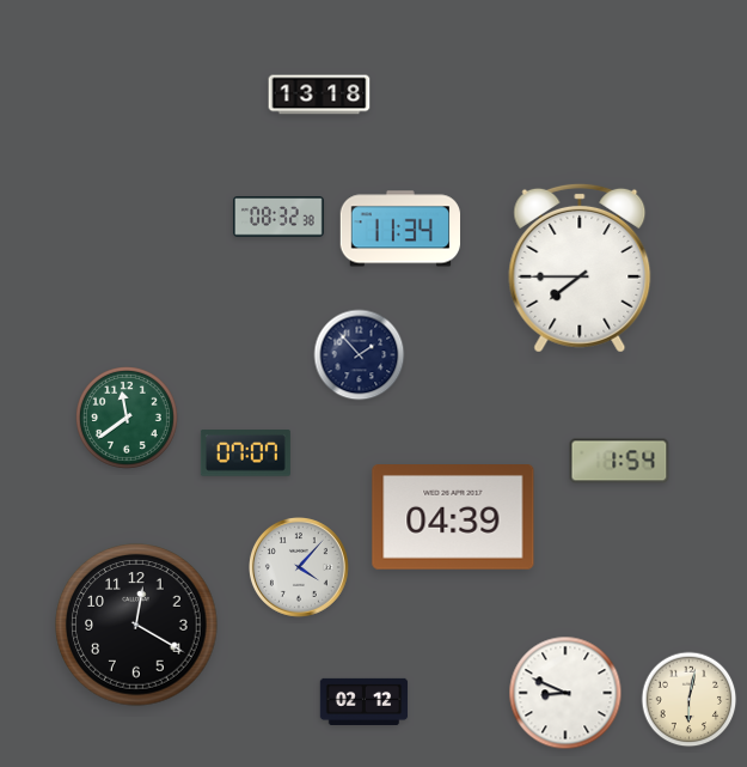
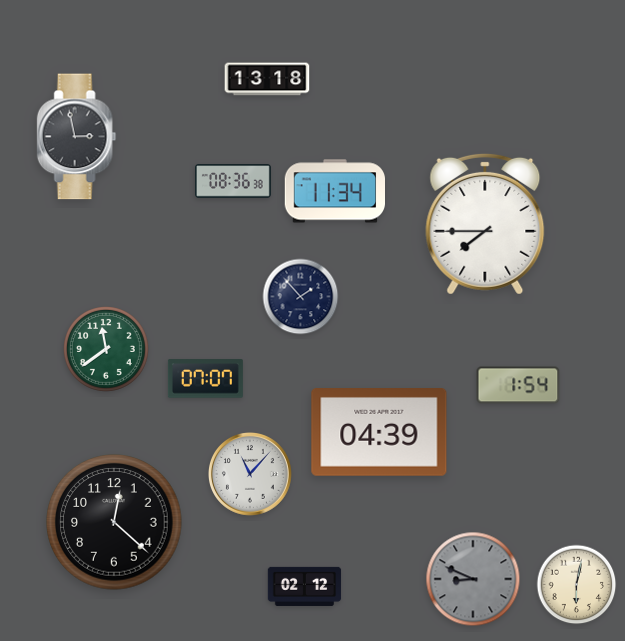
clock at (77, 137): none -> 2:58
clock at (280, 217): 08:32 -> 08:36
clock at (300, 568): 4:07 -> 11:07
clock at (136, 625): 12:20 -> 12:22
clock at (565, 693) dial: white -> grey
